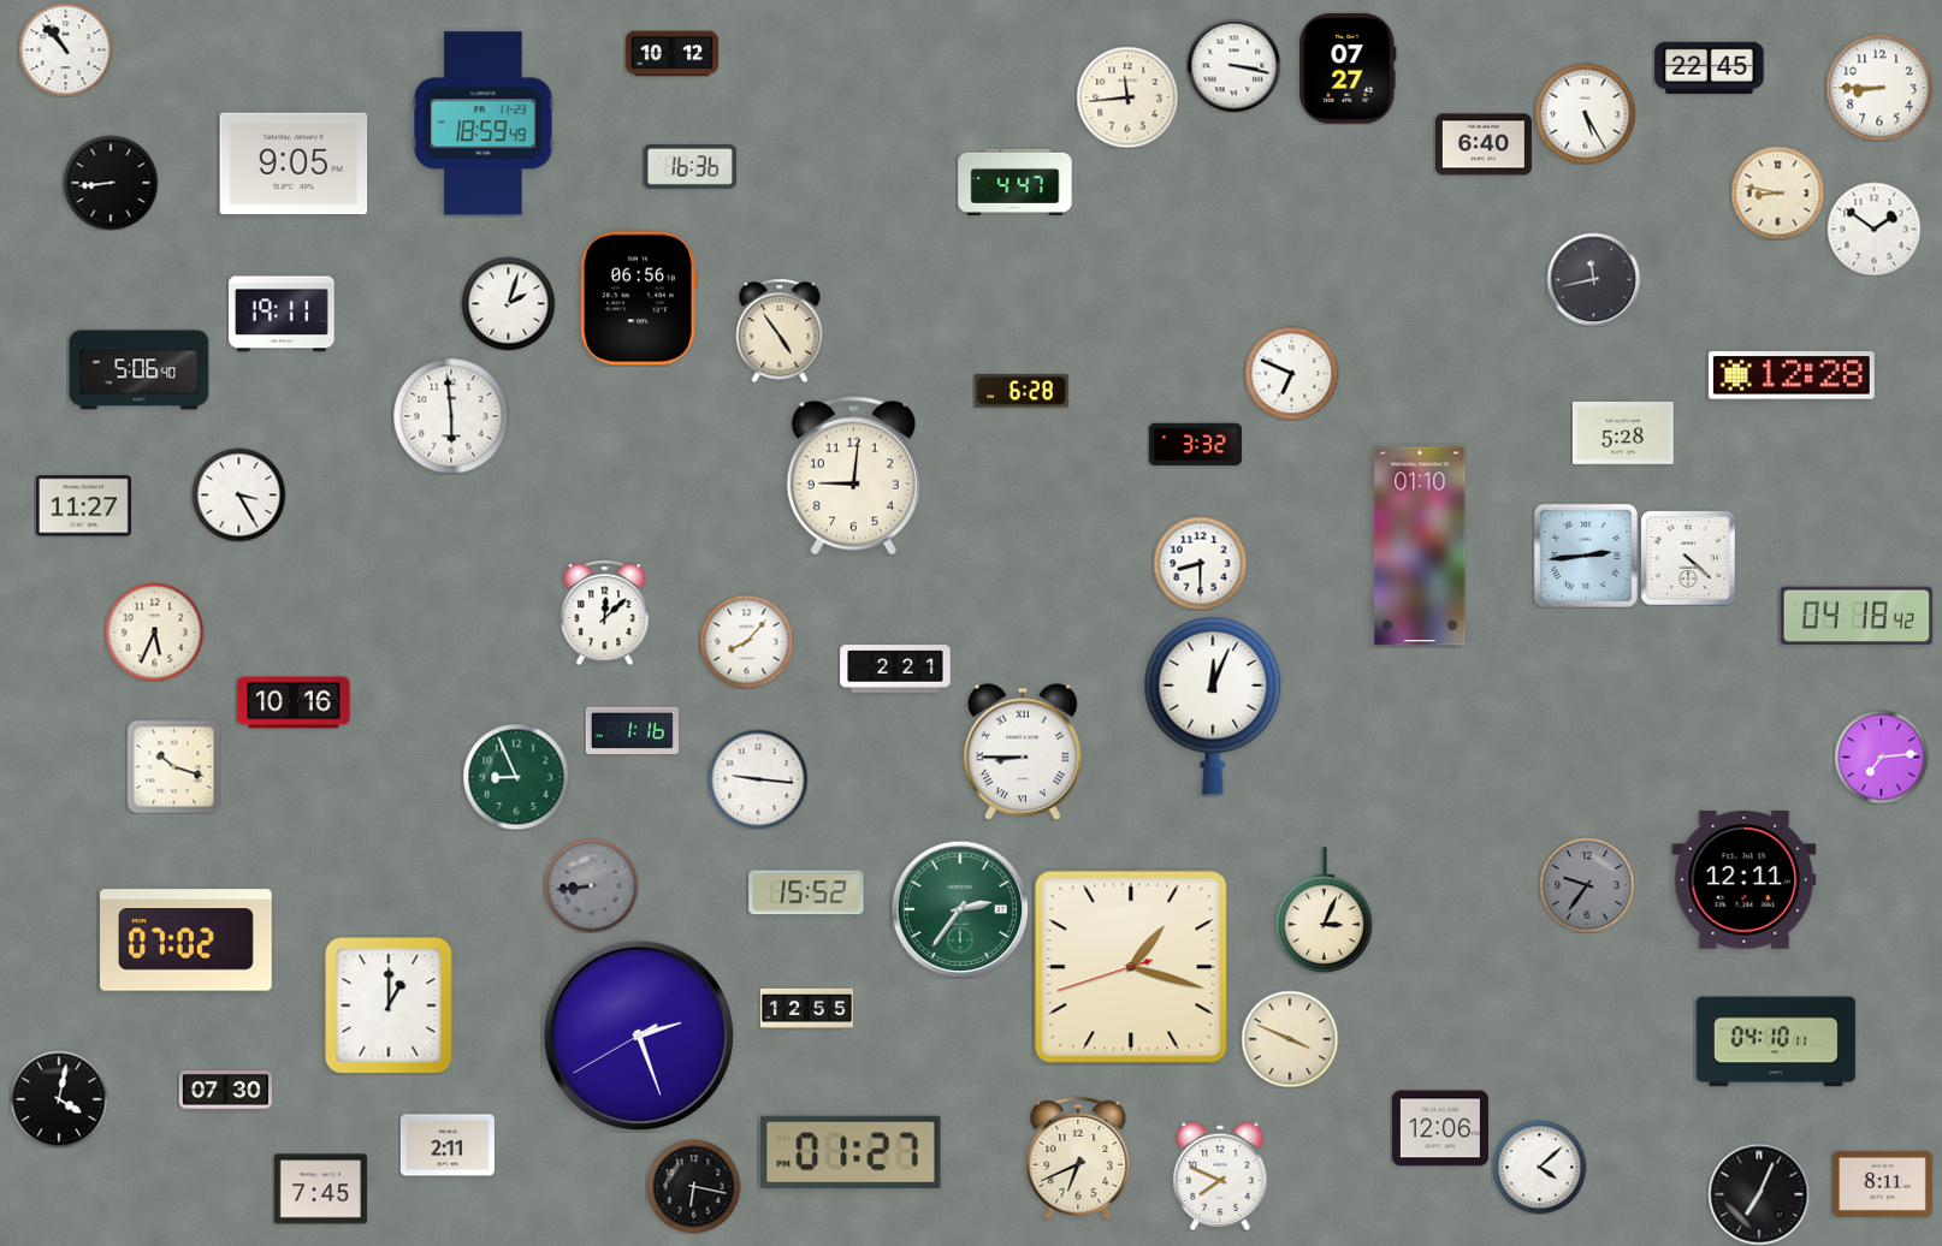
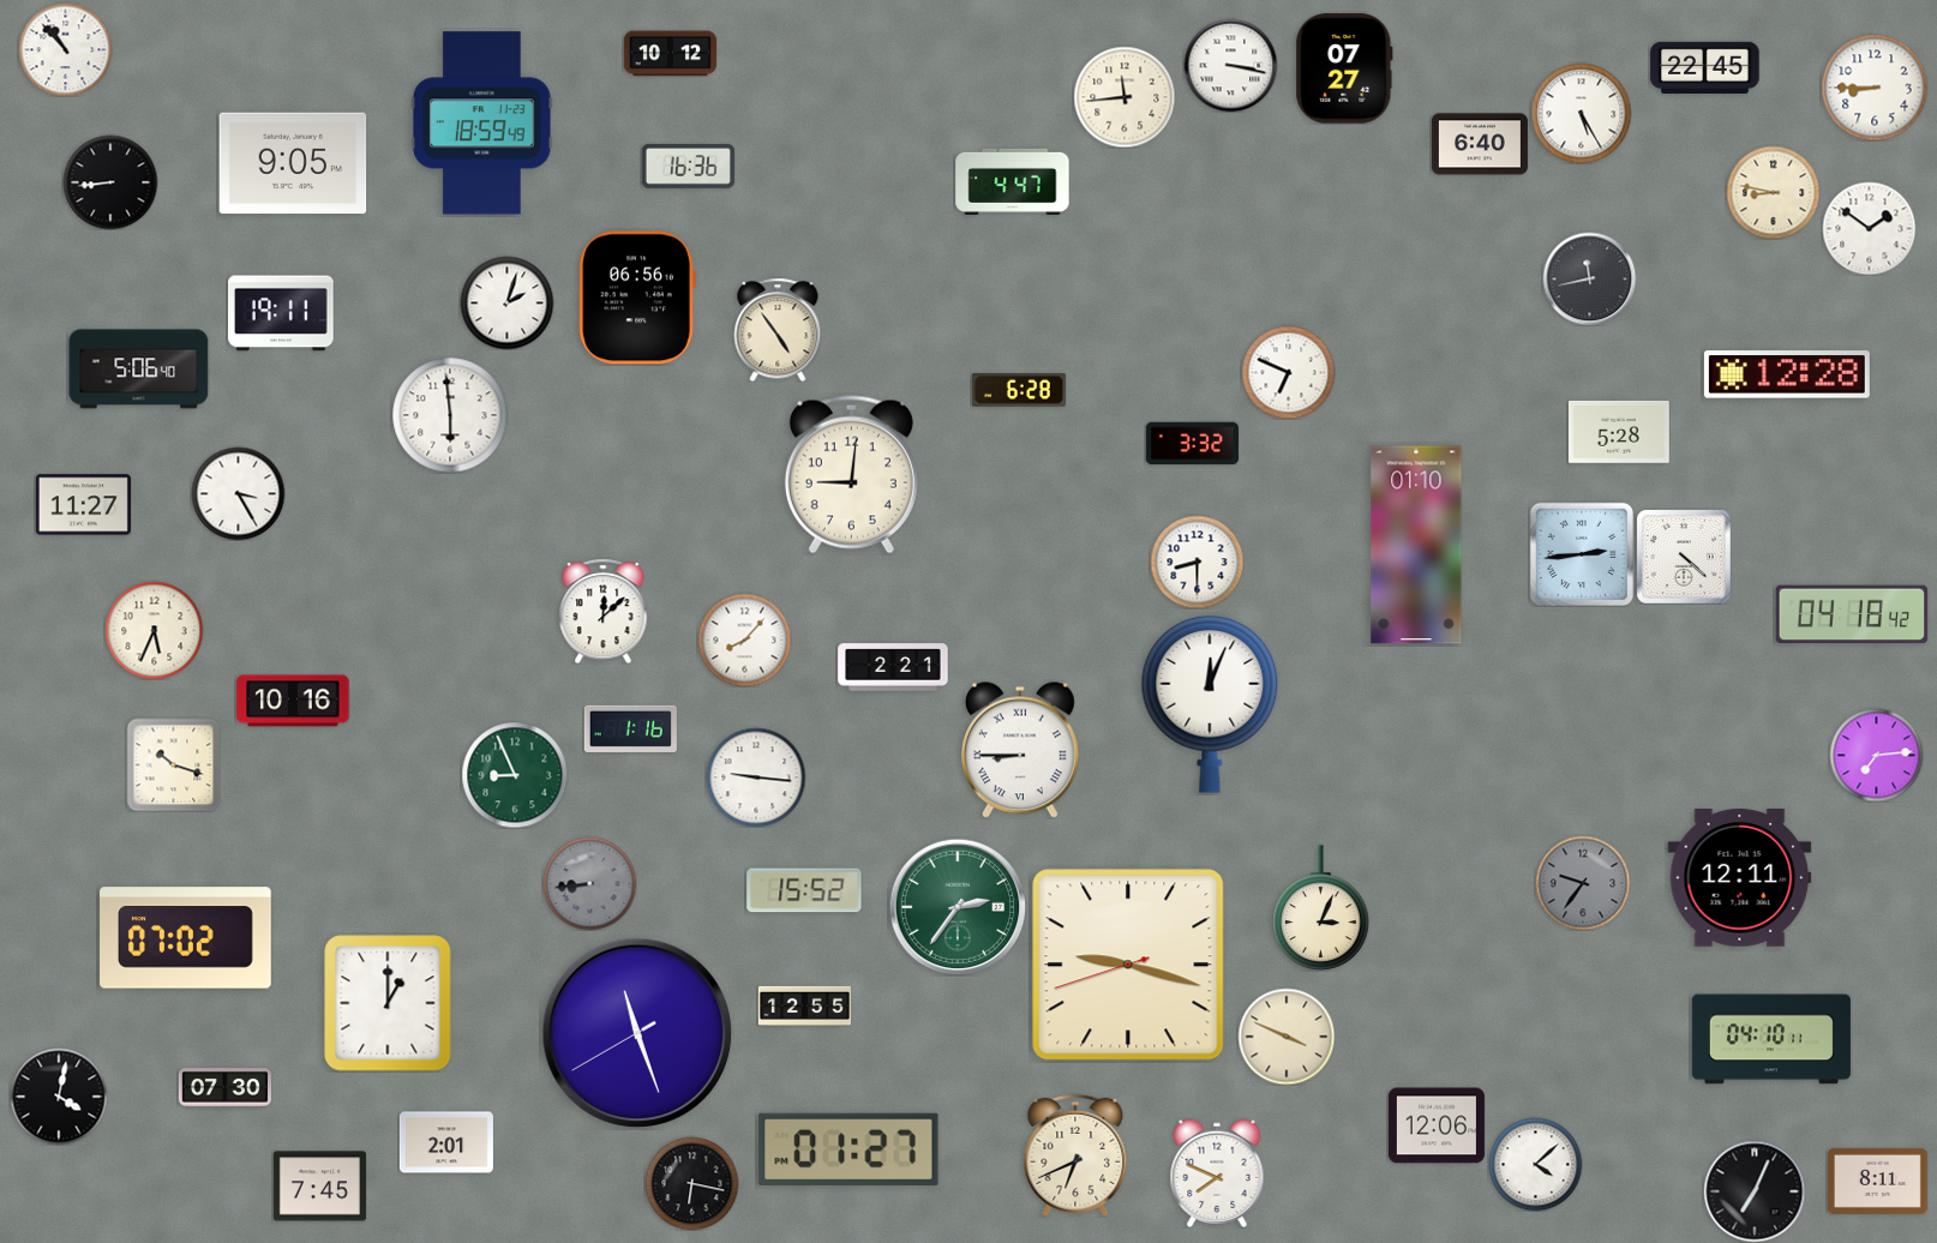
clock at (1131, 967): 1:17 -> 9:17
clock at (639, 1036): 2:26 -> 11:26
clock at (448, 1145): 2:11 -> 2:01
